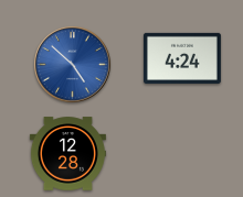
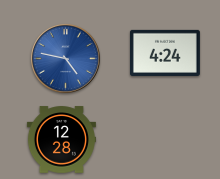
clock at (72, 64): 4:52 -> 4:47
